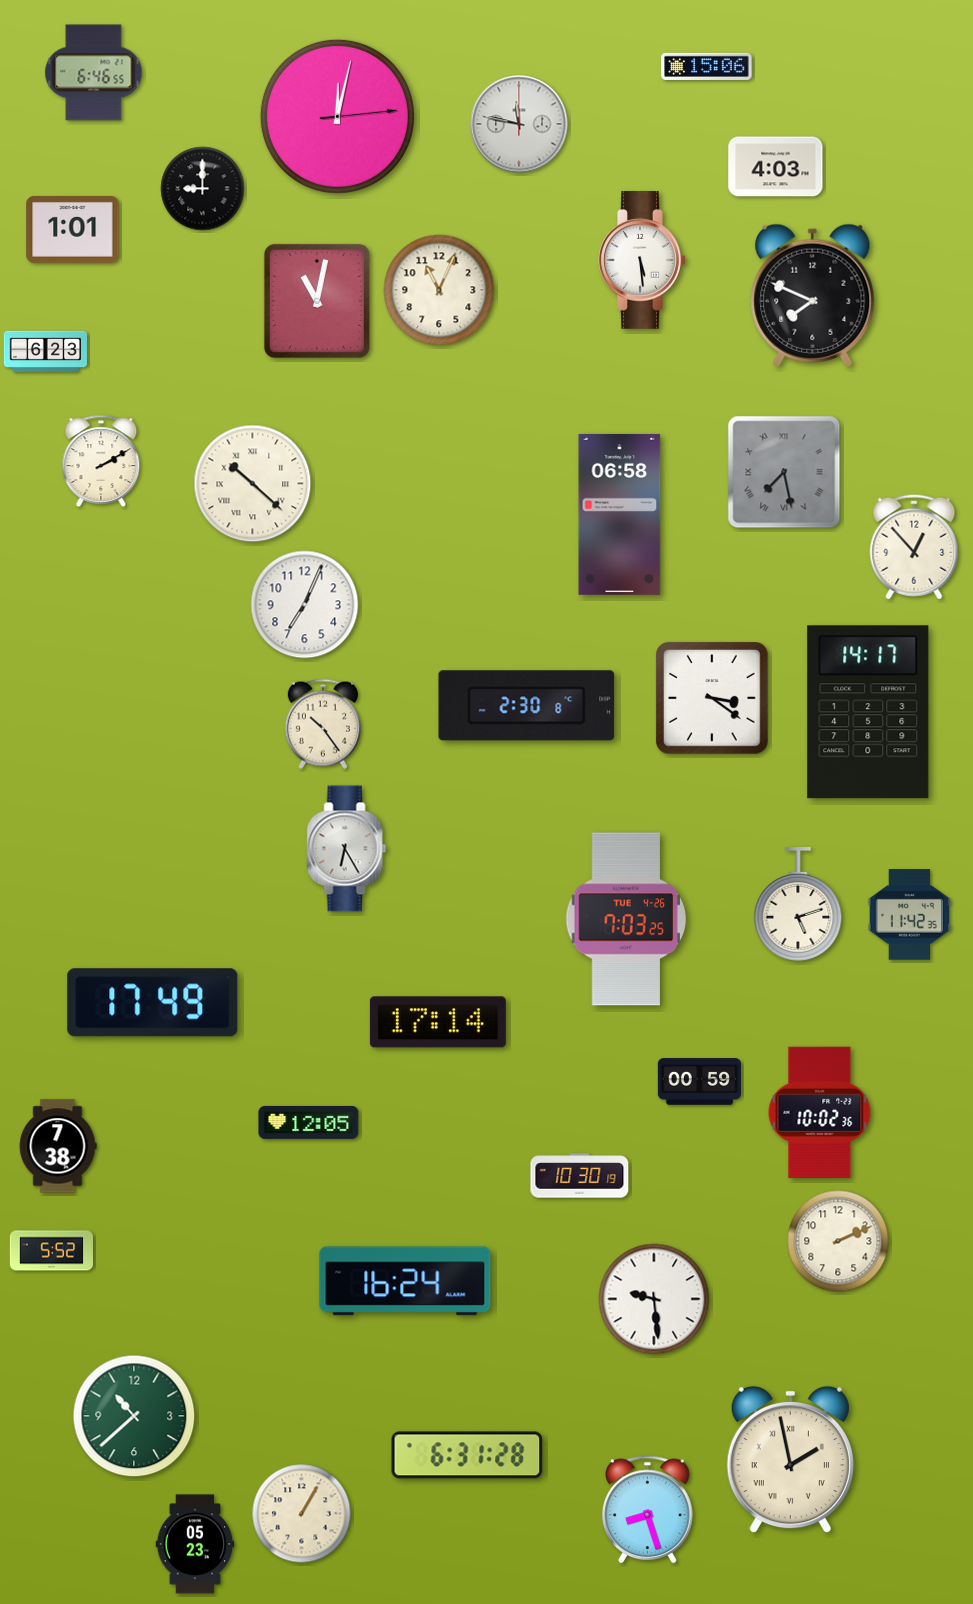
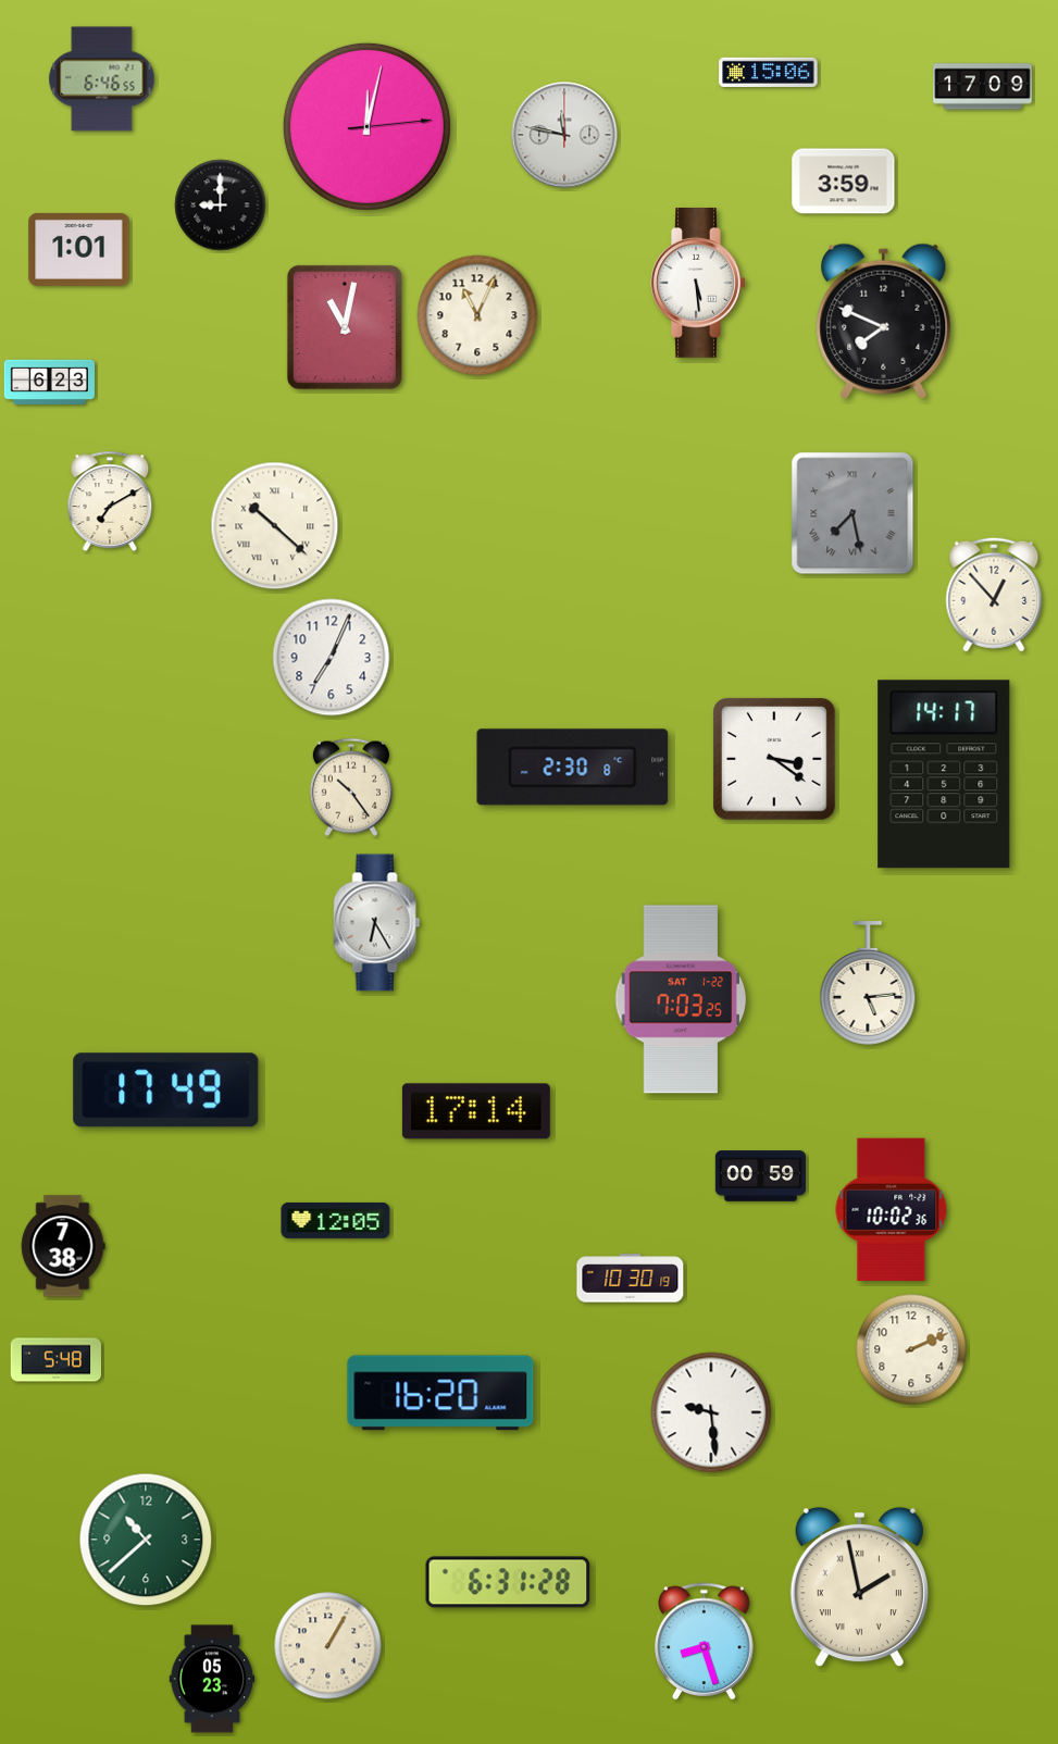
clock at (983, 87): none -> 17:09
clock at (776, 167): 4:03 -> 3:59
clock at (101, 461): 2:10 -> 7:10
clock at (620, 514): 06:58 -> none
clock at (798, 904): 5:12 -> 5:14
clock at (910, 915): 11:42 -> none
clock at (626, 919) date: TUE 4-26 -> SAT 1-22
clock at (51, 1251): 5:52 -> 5:48
clock at (405, 1281): 16:24 -> 16:20
